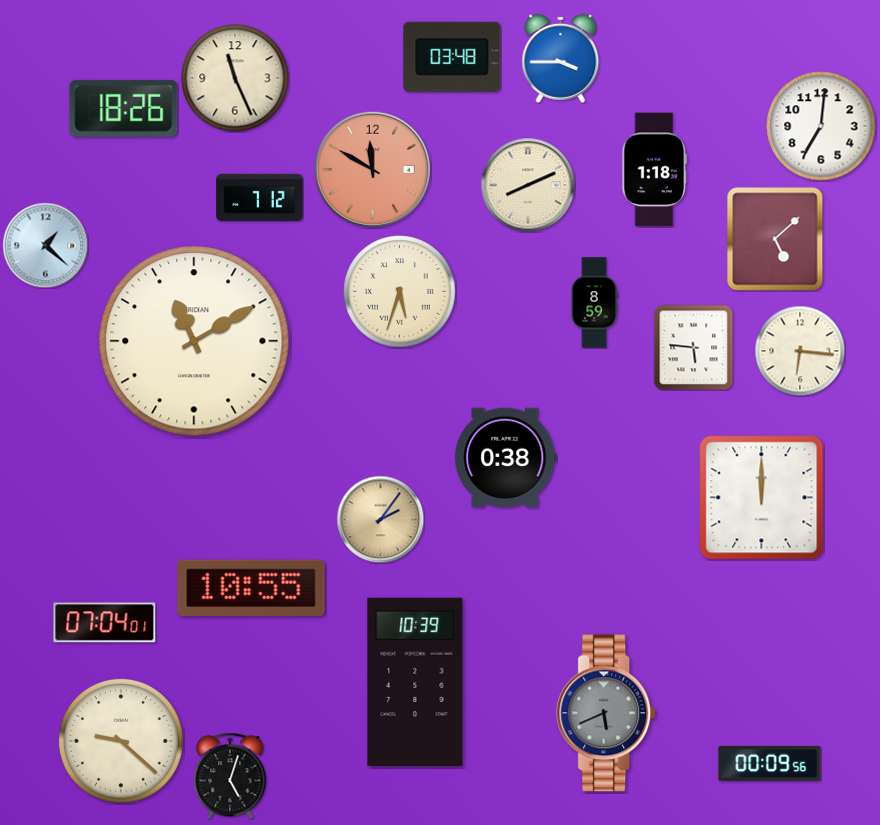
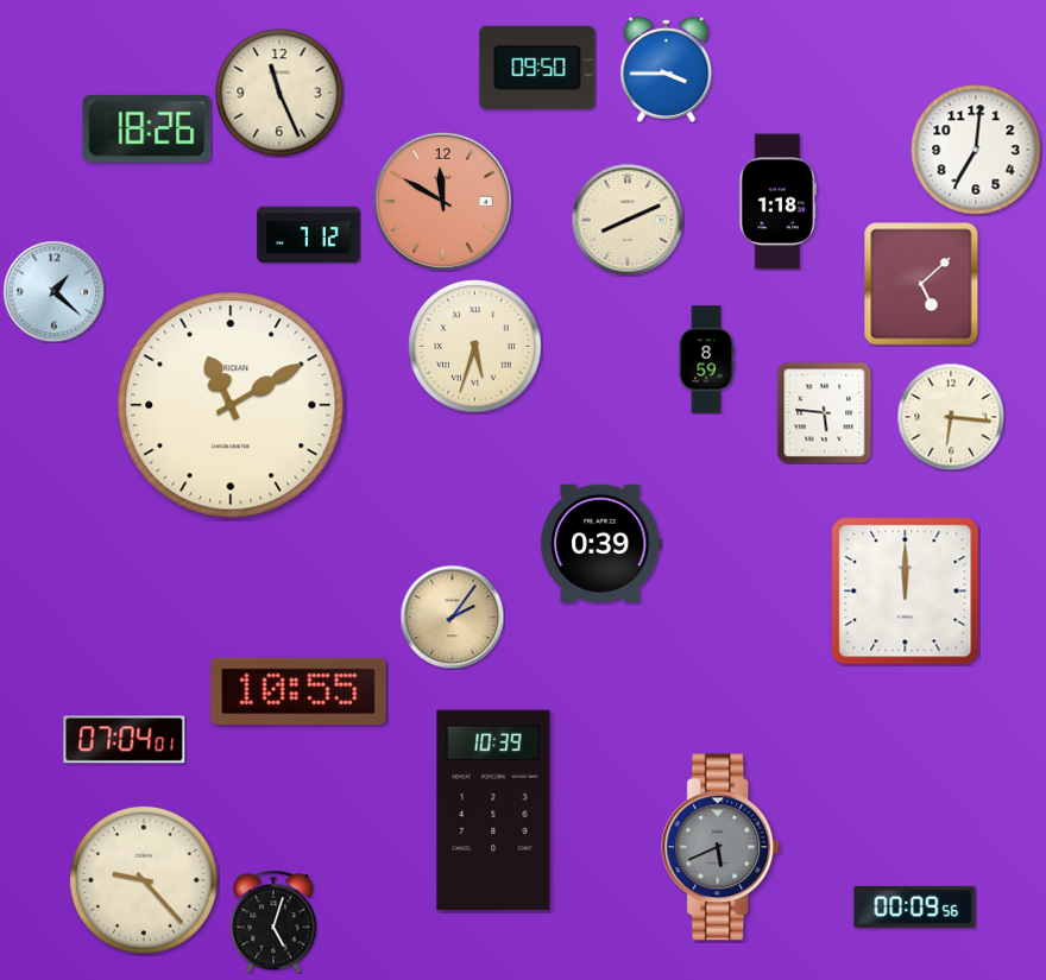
clock at (452, 57): 03:48 -> 09:50
clock at (506, 457): 0:38 -> 0:39
clock at (251, 588) position: (251, 588) -> (298, 691)
clock at (121, 741): 9:22 -> 9:23
